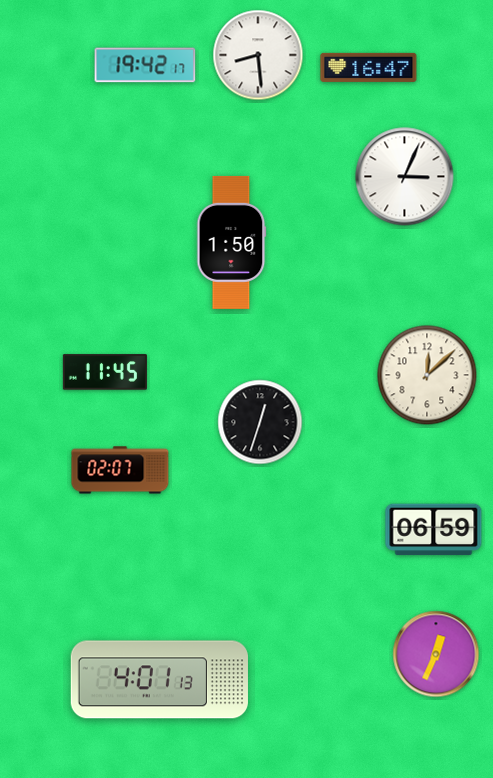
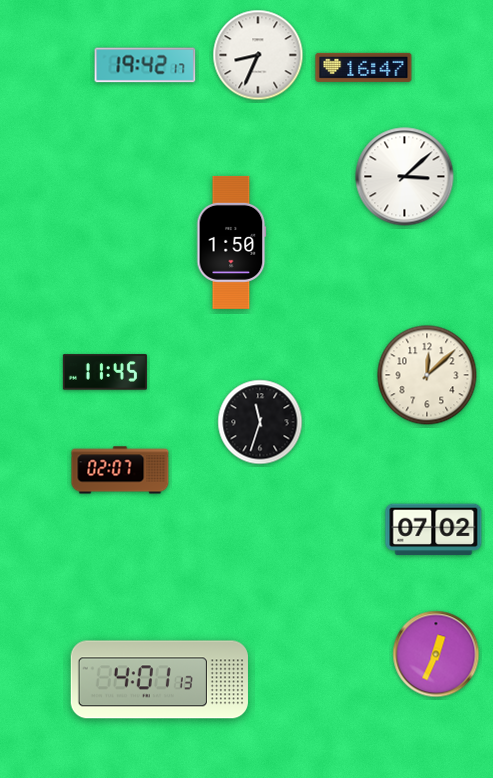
clock at (258, 55): 8:29 -> 8:34
clock at (369, 67) position: (369, 67) -> (364, 67)
clock at (405, 177): 3:04 -> 3:08
clock at (260, 422): 12:33 -> 11:33
clock at (434, 530): 06:59 -> 07:02
